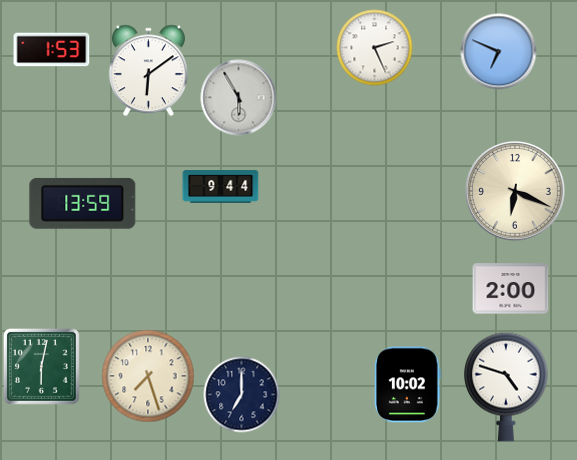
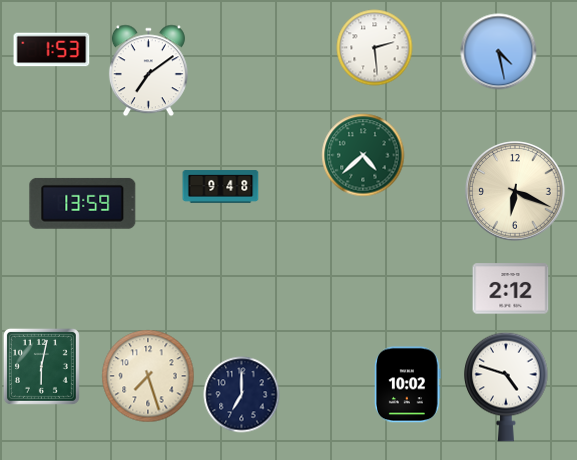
clock at (375, 48): 2:26 -> 2:29
clock at (499, 52): 6:49 -> 4:28
clock at (148, 71): 6:09 -> 7:09
clock at (239, 98): 5:55 -> none
clock at (363, 155): none -> 4:38
clock at (221, 187): 9:44 -> 9:48
clock at (511, 289): 2:00 -> 2:12
